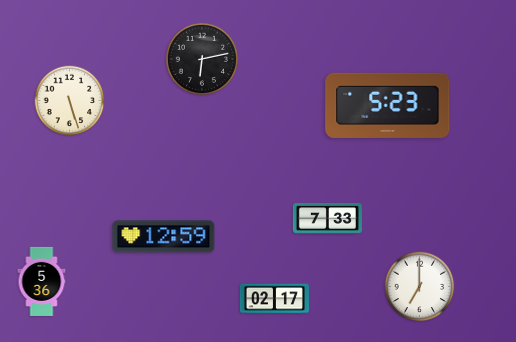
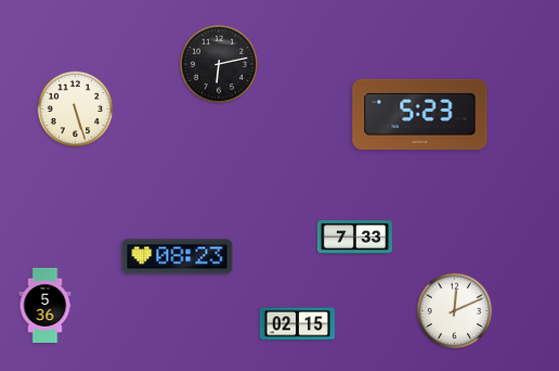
clock at (164, 237): 12:59 -> 08:23
clock at (420, 287): 7:00 -> 12:11
clock at (274, 299): 02:17 -> 02:15
